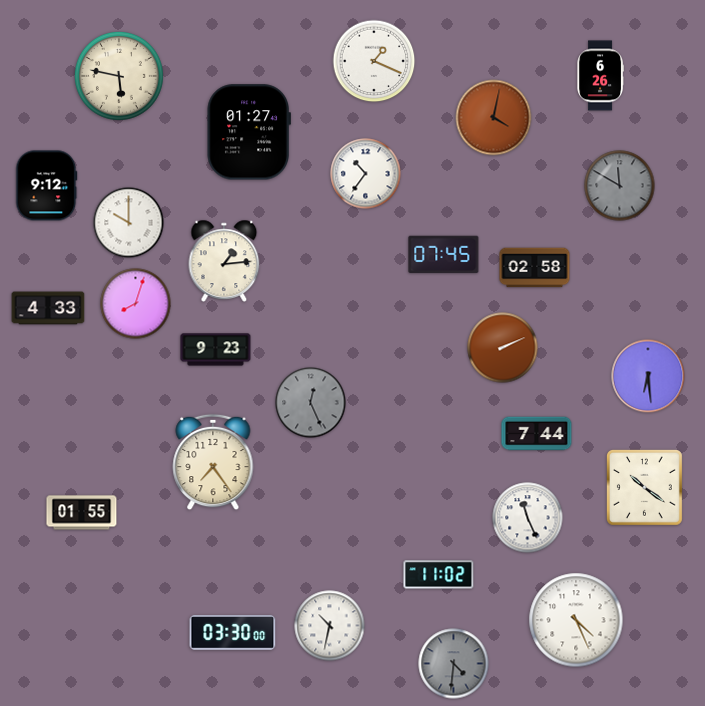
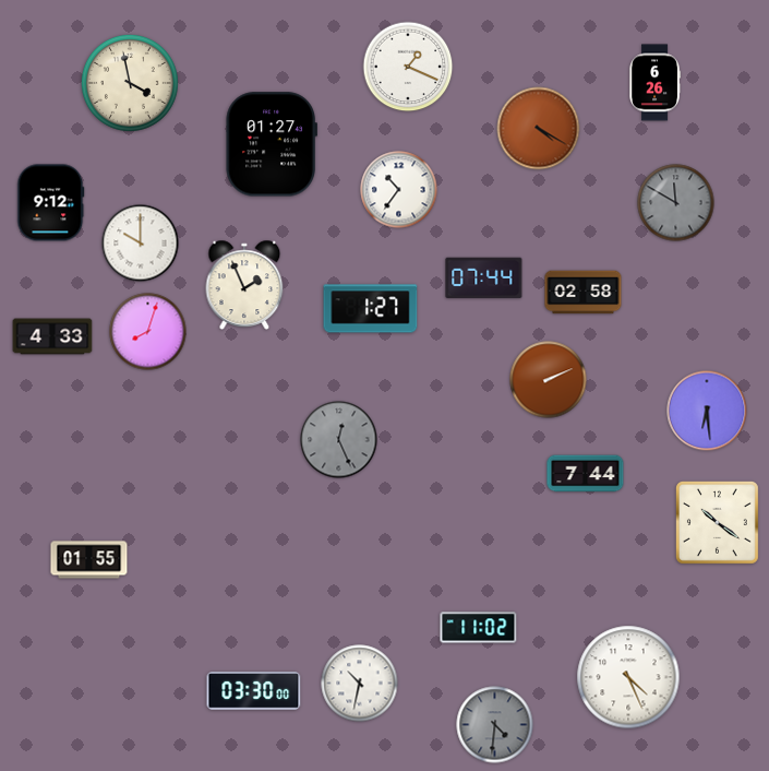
clock at (119, 76): 5:47 -> 3:58
clock at (494, 118): 4:02 -> 4:20
clock at (444, 255): 07:45 -> 07:44
clock at (224, 261): 1:14 -> 1:56
clock at (371, 309): none -> 1:27
clock at (216, 350): 9:23 -> none
clock at (213, 462): 7:24 -> none
clock at (644, 487) position: (644, 487) -> (717, 522)
clock at (528, 518): 11:26 -> none
